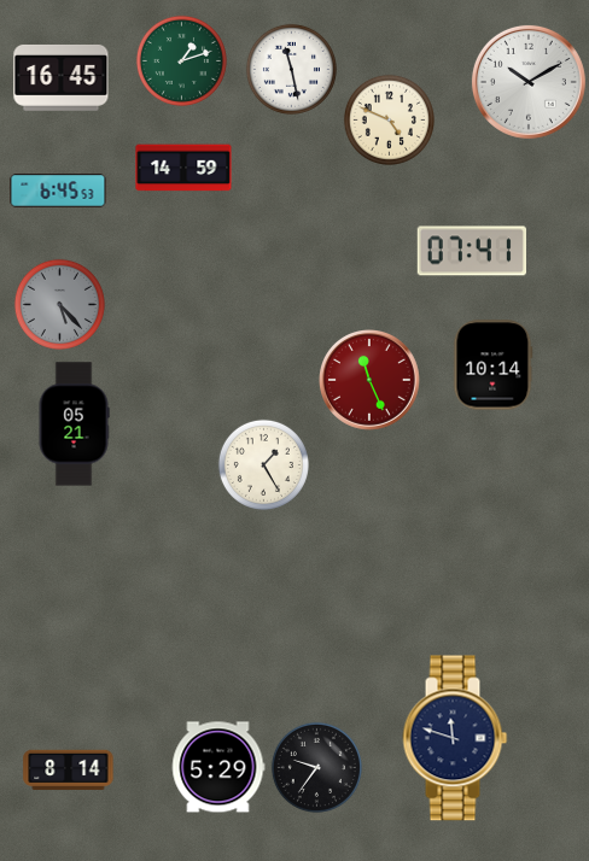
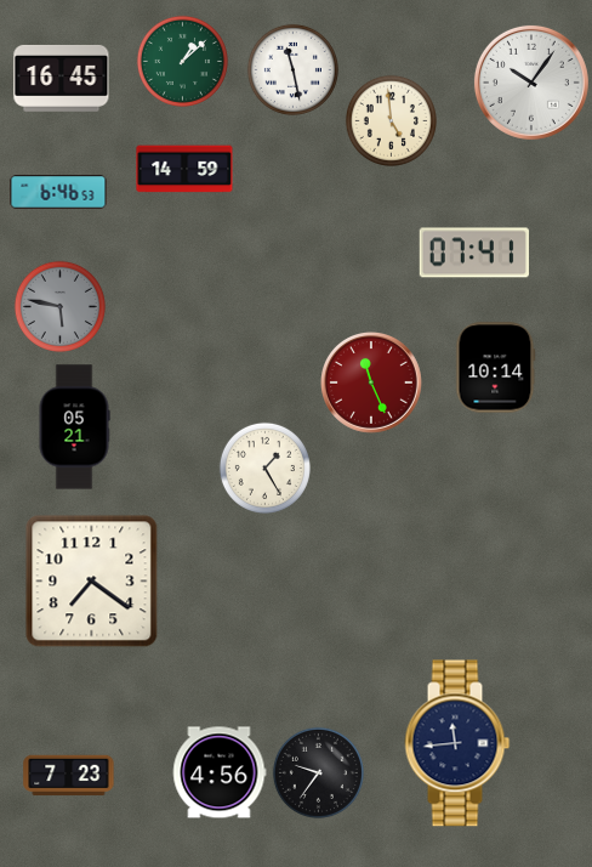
clock at (181, 60): 1:12 -> 1:08
clock at (529, 82): 10:10 -> 10:06
clock at (389, 119): 4:49 -> 4:59
clock at (58, 191): 6:45 -> 6:46
clock at (59, 304): 5:23 -> 5:47
clock at (92, 582): none -> 7:21
clock at (455, 738): 11:48 -> 11:44
clock at (218, 767): 5:29 -> 4:56
clock at (69, 771): 8:14 -> 7:23
